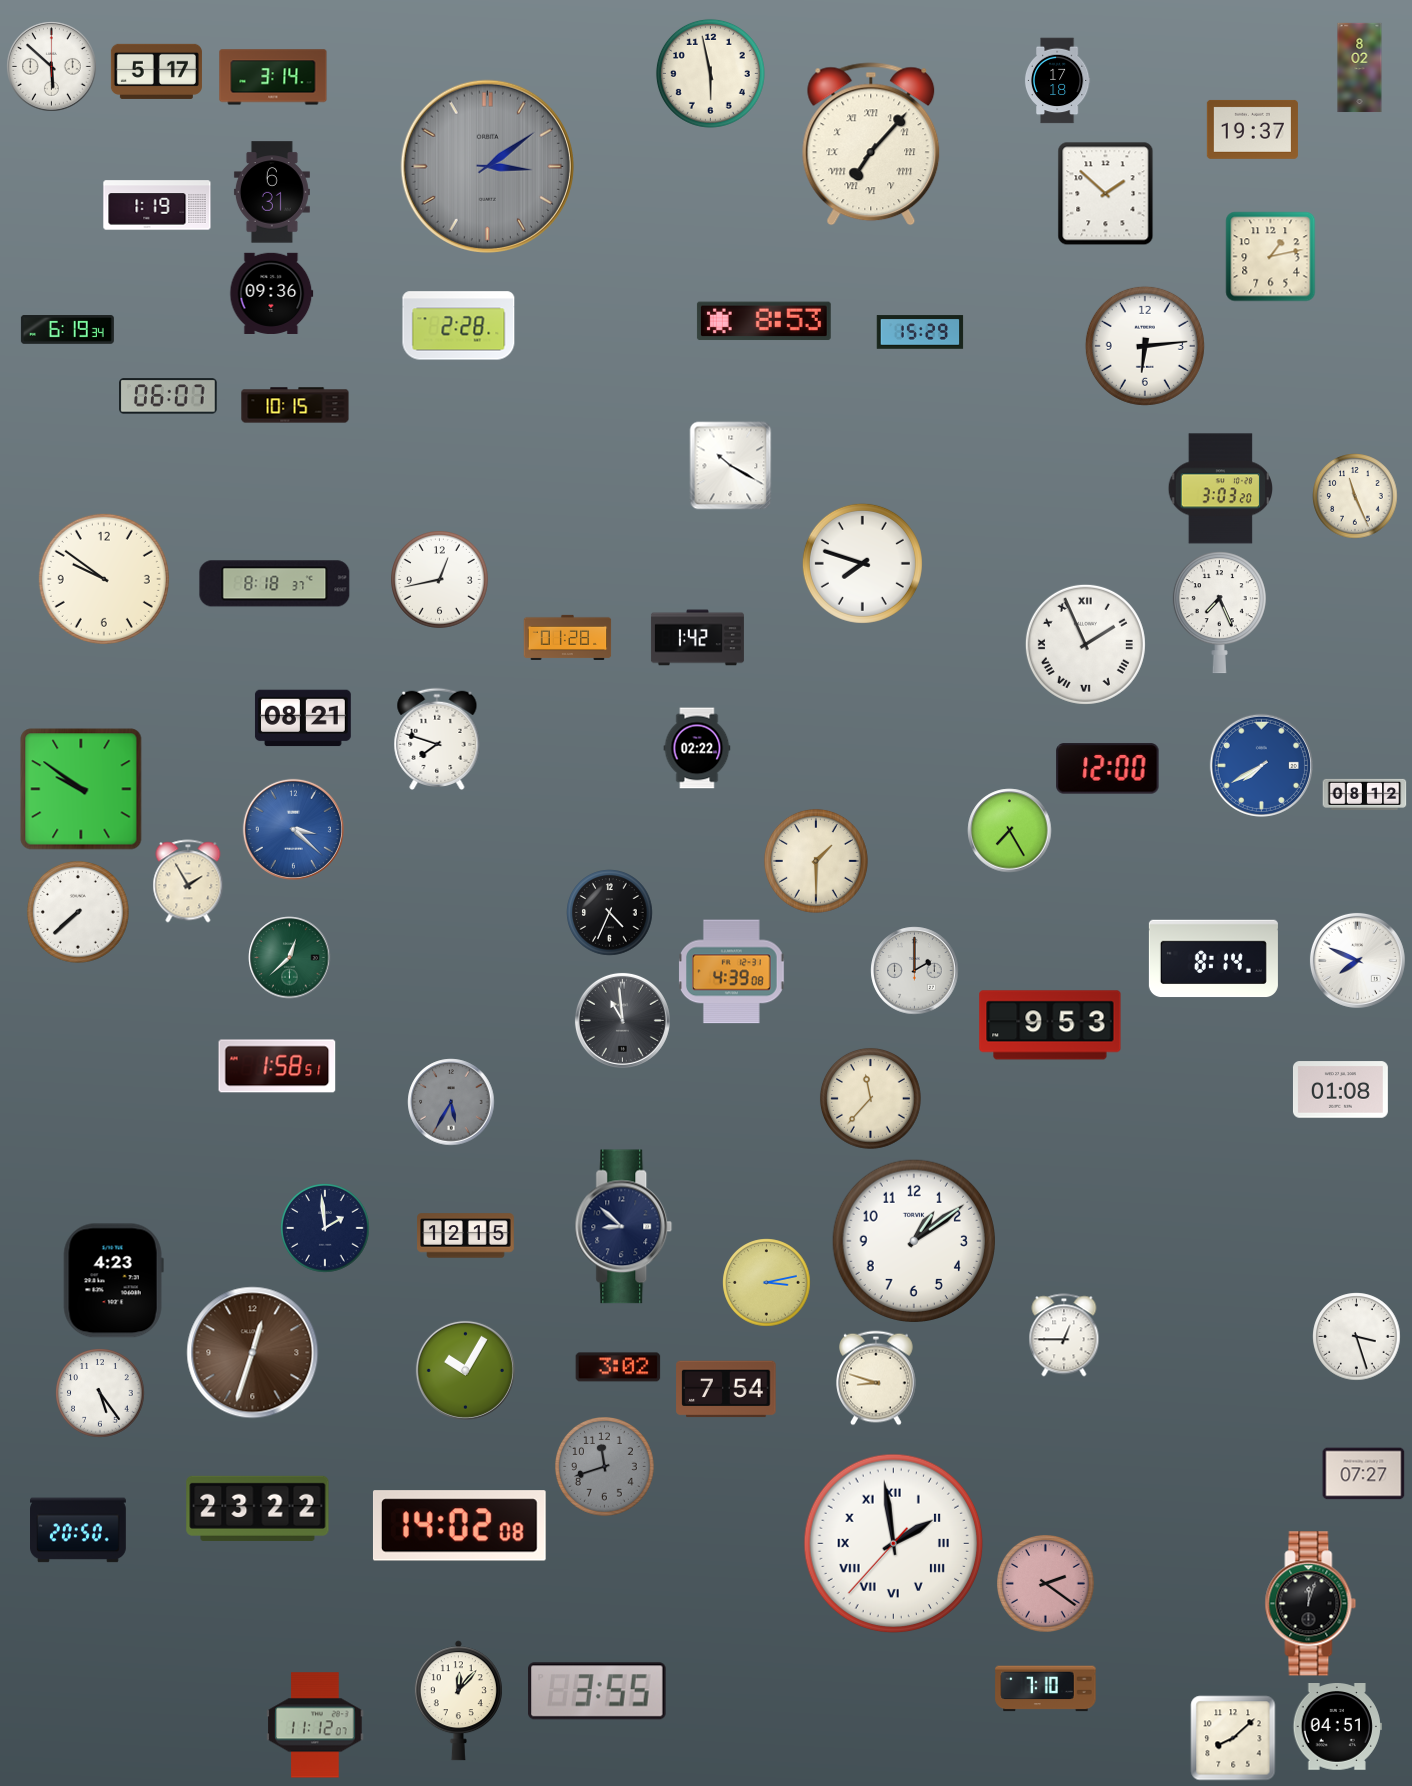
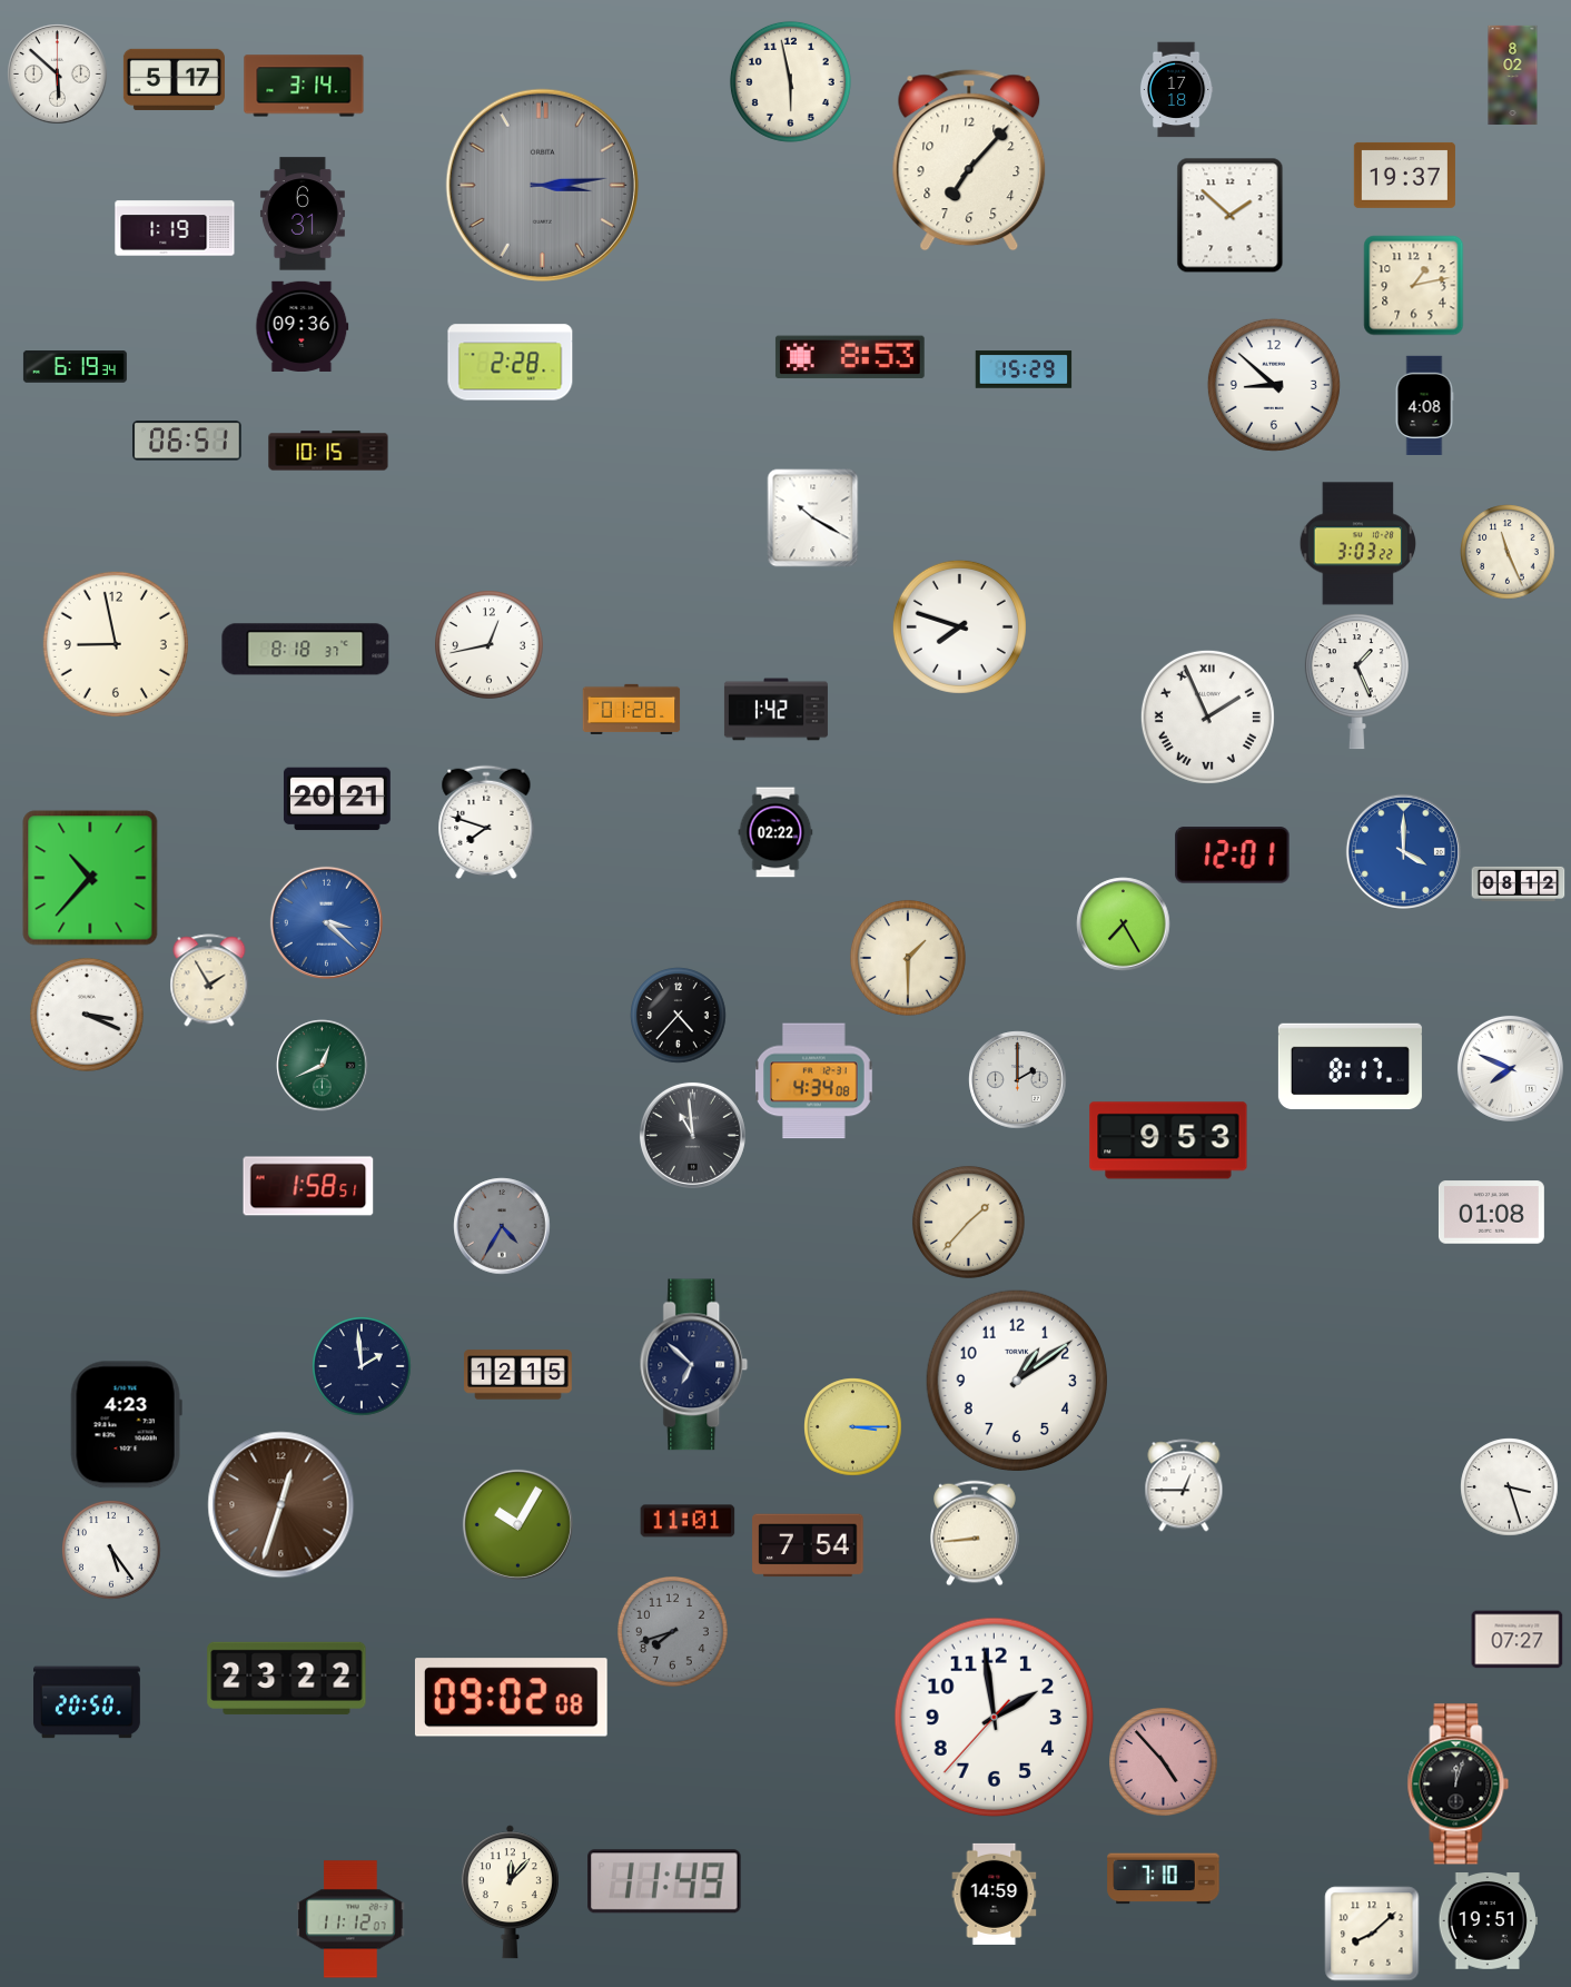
clock at (1252, 129) position: (1252, 129) -> (1404, 175)
clock at (871, 144) numerals: Roman -> Arabic
clock at (487, 166): 3:09 -> 3:14
clock at (1145, 346): 6:14 -> 8:52
clock at (1424, 405): none -> 4:08
clock at (168, 396): 06:07 -> 06:51
clock at (1221, 489): 3:03:20 -> 3:03:22
clock at (104, 579): 9:51 -> 8:58
clock at (1219, 613): 7:26 -> 1:26
clock at (303, 718): 08:21 -> 20:21
clock at (1261, 765): 7:40 -> 4:00
clock at (1108, 769): 12:00 -> 12:01
clock at (81, 789): 9:51 -> 10:37
clock at (78, 912): 7:38 -> 3:19
clock at (610, 913): 4:34 -> 4:37
clock at (290, 958): 12:38 -> 12:41
clock at (1213, 959): 8:14 -> 8:17
clock at (732, 972): 4:39 -> 4:34
clock at (870, 1098): 11:37 -> 1:37
clock at (451, 1102): 5:35 -> 4:35
clock at (624, 1227): 8:52 -> 6:52
clock at (767, 1283): 3:13 -> 3:15
clock at (618, 1367): 3:02 -> 11:01
clock at (877, 1378): 8:48 -> 8:44
clock at (605, 1467): 11:42 -> 7:42
clock at (459, 1526): 14:02 -> 09:02
clock at (894, 1544) numerals: Roman -> Arabic
clock at (1046, 1584): 2:21 -> 4:53
clock at (597, 1691): 3:55 -> 11:49
clock at (995, 1894): none -> 14:59
clock at (1337, 1727): 04:51 -> 19:51
